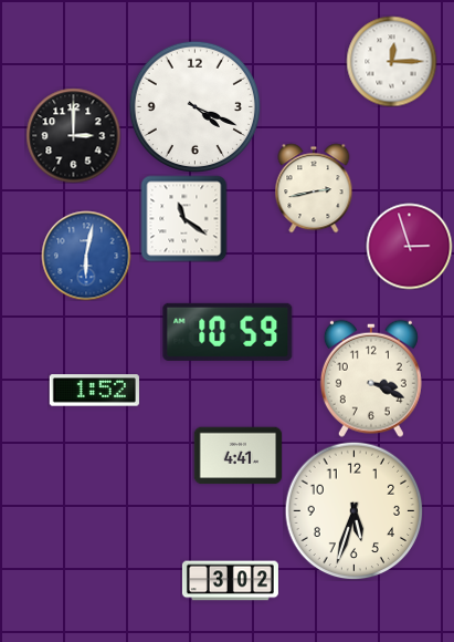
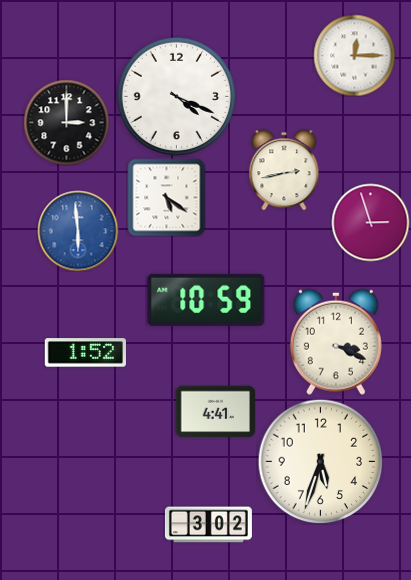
clock at (183, 218): 11:21 -> 5:21
clock at (86, 256): 6:02 -> 5:59
